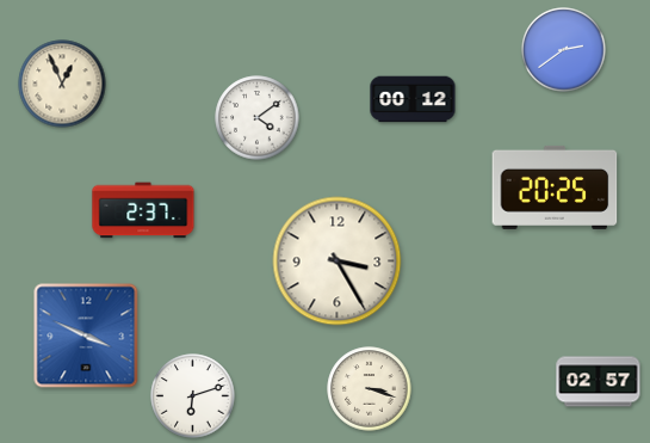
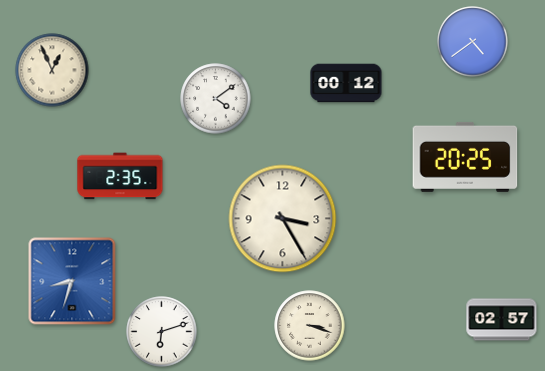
clock at (564, 50): 2:39 -> 4:39
clock at (143, 210): 2:37 -> 2:35
clock at (86, 336): 3:49 -> 8:33
